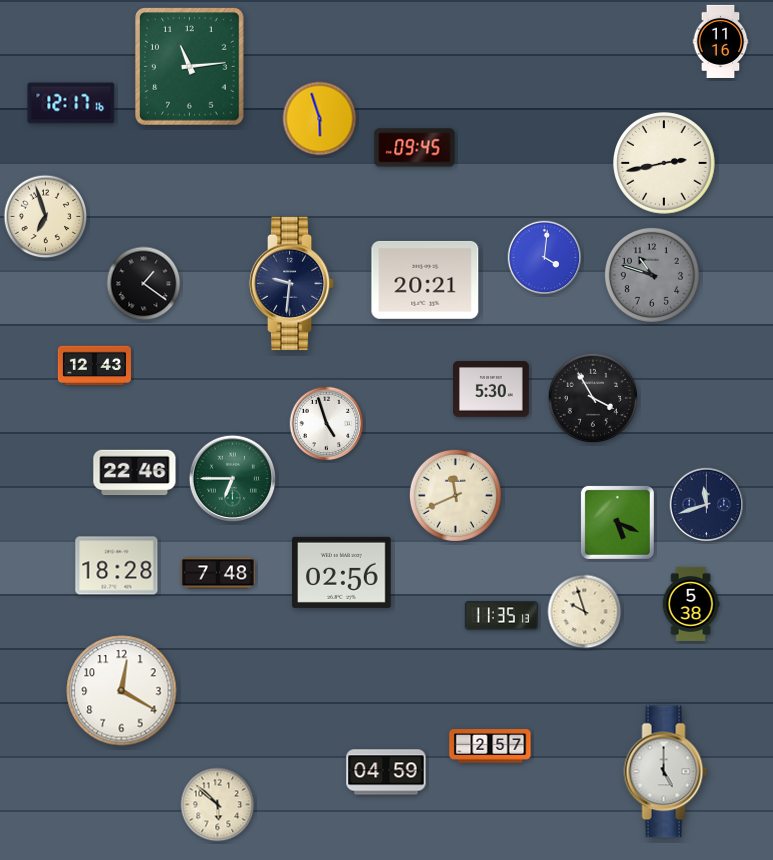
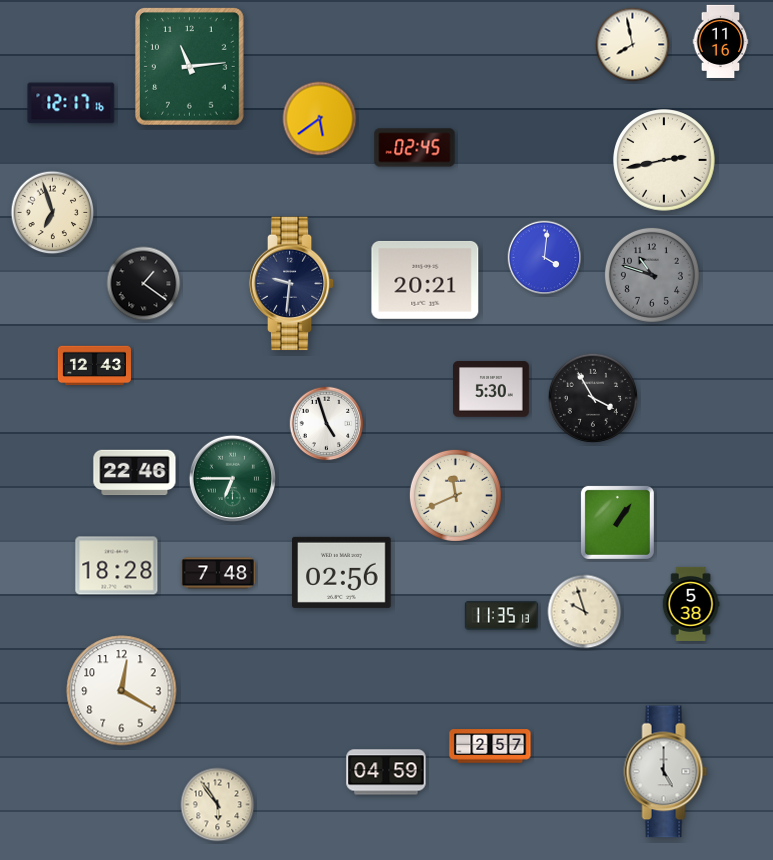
clock at (633, 45): none -> 7:58
clock at (320, 119): 5:57 -> 5:39
clock at (415, 148): 09:45 -> 02:45
clock at (664, 163) position: (664, 163) -> (664, 160)
clock at (46, 217) position: (46, 217) -> (53, 213)
clock at (707, 505): 11:42 -> none
clock at (617, 522): 5:19 -> 1:06
clock at (218, 805): 5:52 -> 5:54
